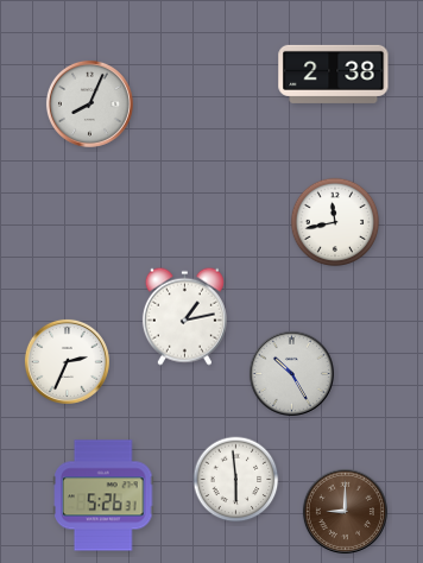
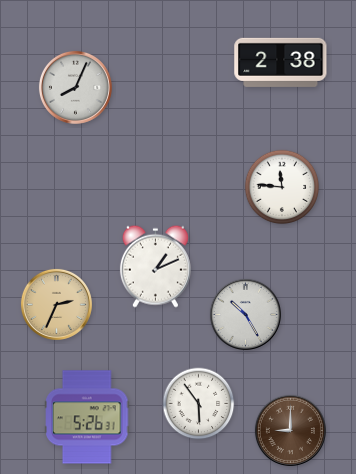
clock at (335, 222): 11:43 -> 11:46
clock at (184, 316): 1:13 -> 1:11
clock at (67, 361) dial: white -> champagne
clock at (236, 480): 5:59 -> 5:54
